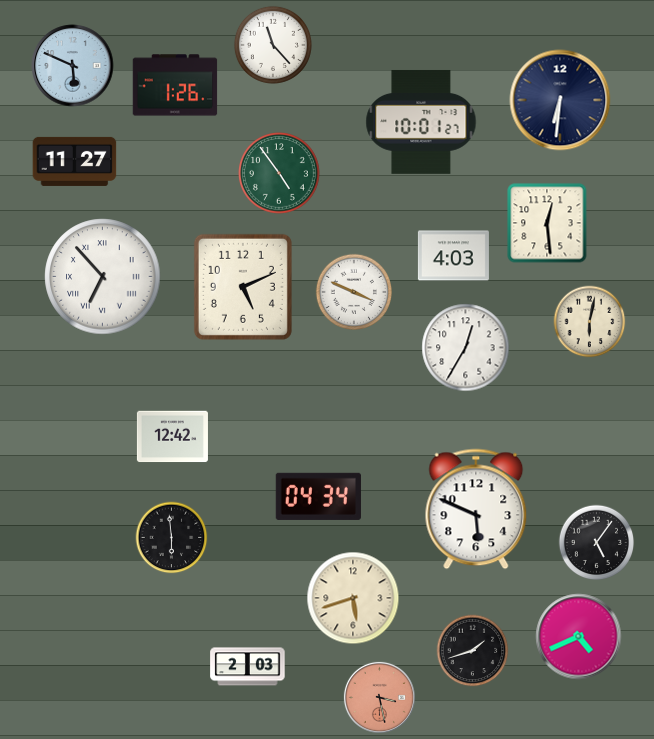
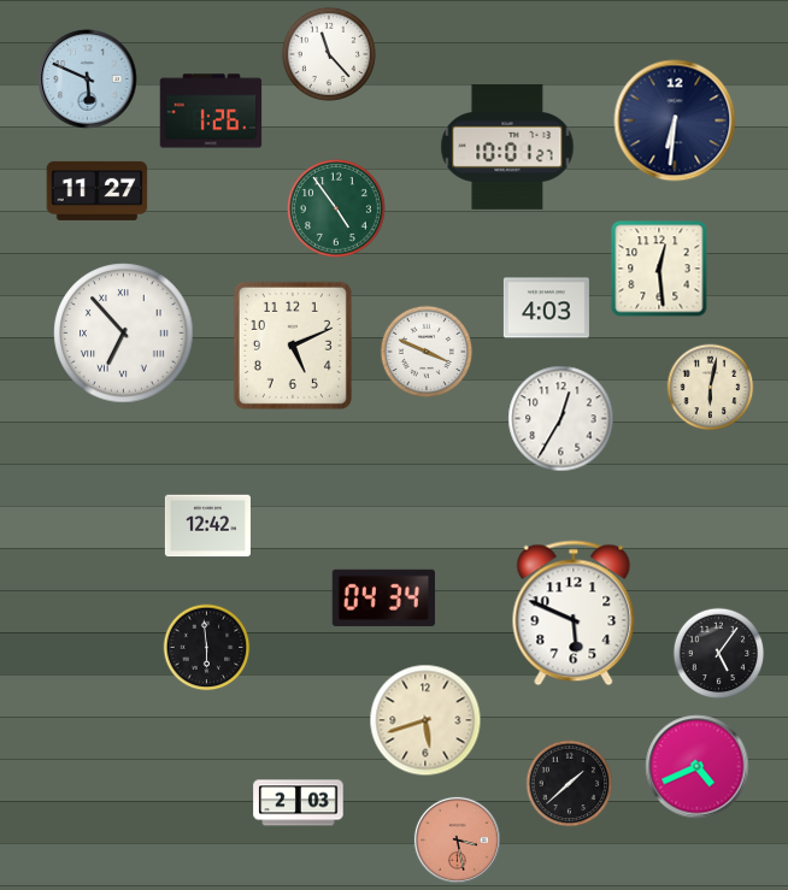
clock at (175, 85) position: (175, 85) -> (211, 111)
clock at (75, 161) position: (75, 161) -> (98, 190)
clock at (473, 651): 1:42 -> 1:38
